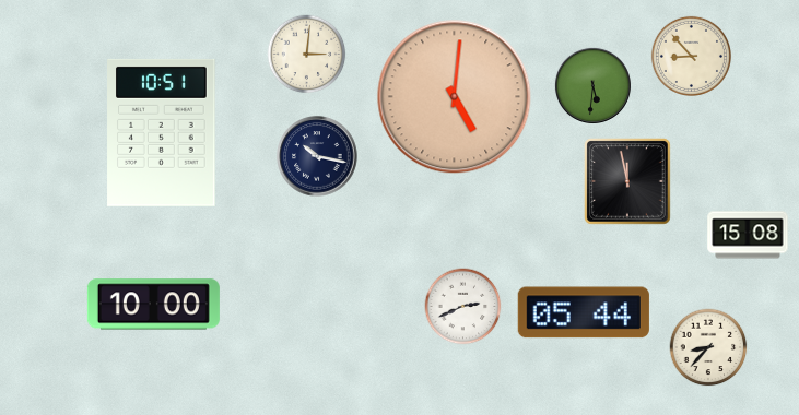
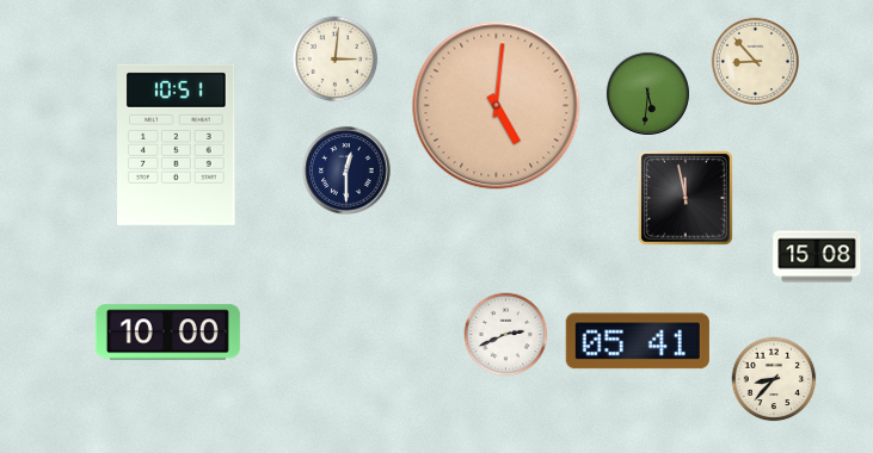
clock at (317, 156): 10:17 -> 12:30
clock at (584, 312): 05:44 -> 05:41
